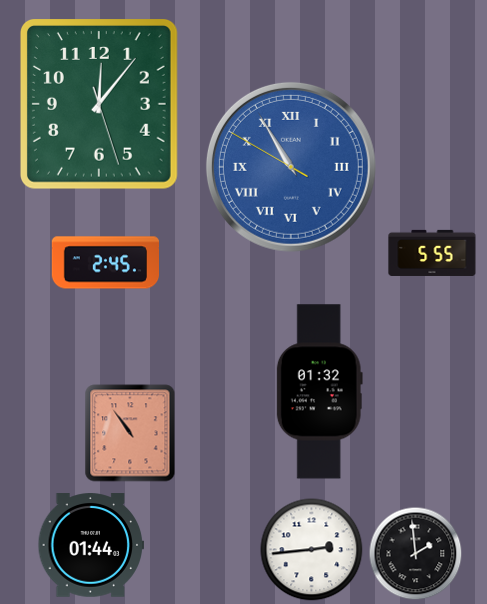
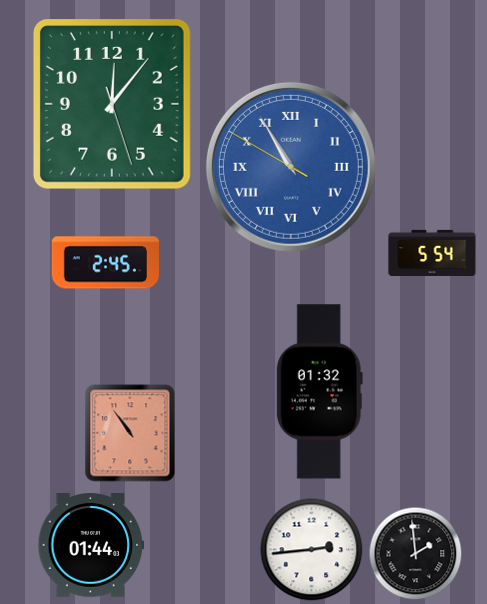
clock at (99, 105) position: (99, 105) -> (112, 105)
clock at (432, 253): 5:55 -> 5:54
